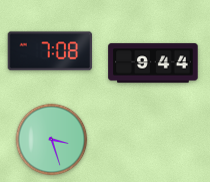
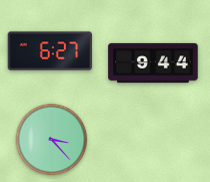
clock at (50, 51): 7:08 -> 6:27
clock at (52, 140): 3:27 -> 3:23
